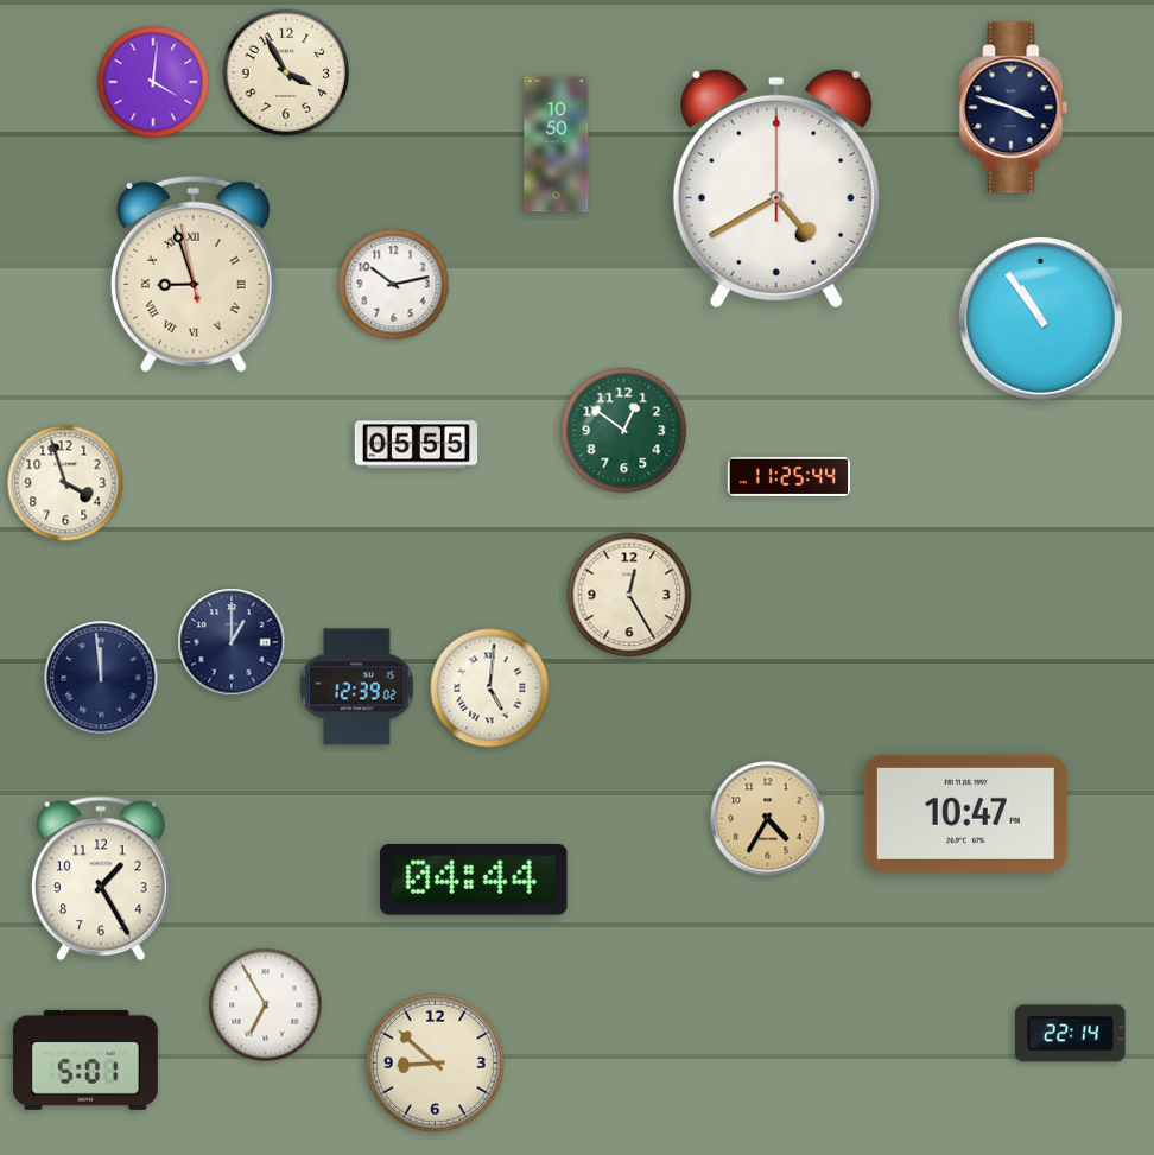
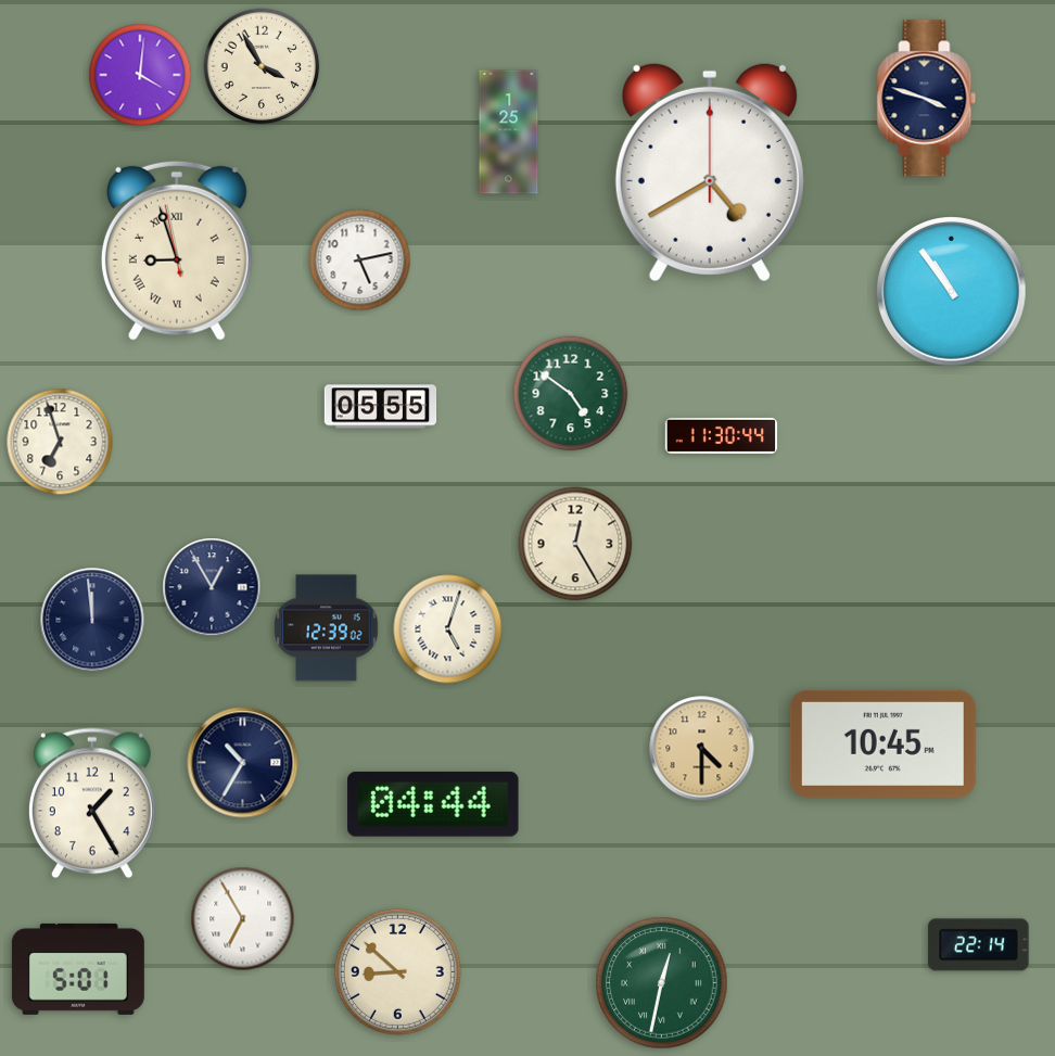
clock at (557, 145): 10:50 -> 1:25
clock at (394, 285): 10:13 -> 5:13
clock at (624, 431): 12:51 -> 4:51
clock at (790, 476): 11:25 -> 11:30
clock at (65, 483): 3:57 -> 6:57
clock at (232, 642): 1:00 -> 12:55
clock at (490, 688): 5:01 -> 5:03
clock at (965, 813): 10:47 -> 10:45
clock at (768, 819): 4:35 -> 4:30
clock at (243, 763): none -> 10:35
clock at (662, 983): none -> 12:32
